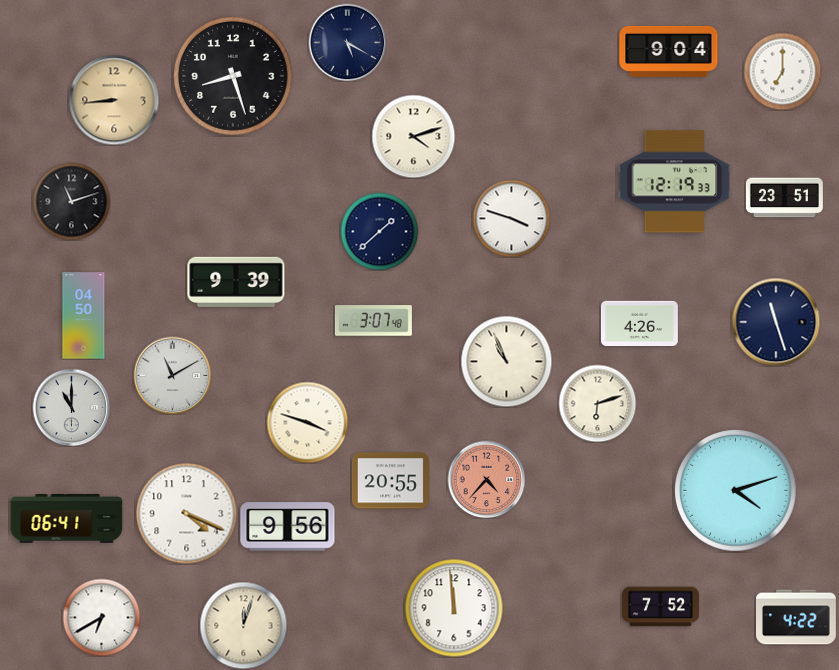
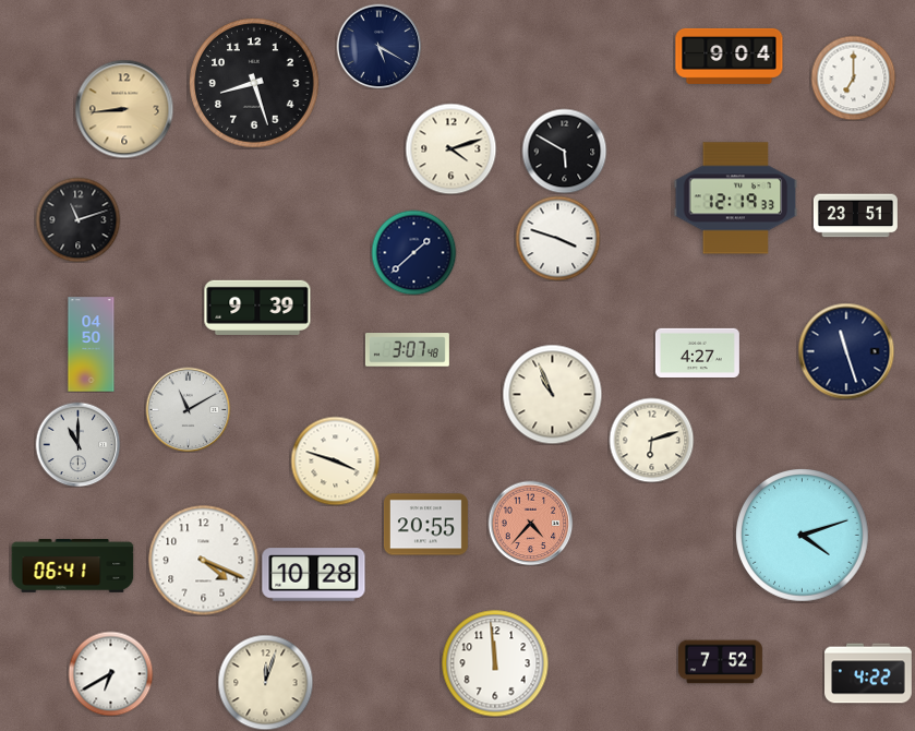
clock at (564, 151): none -> 5:50
clock at (639, 323): 4:26 -> 4:27
clock at (288, 527): 9:56 -> 10:28
